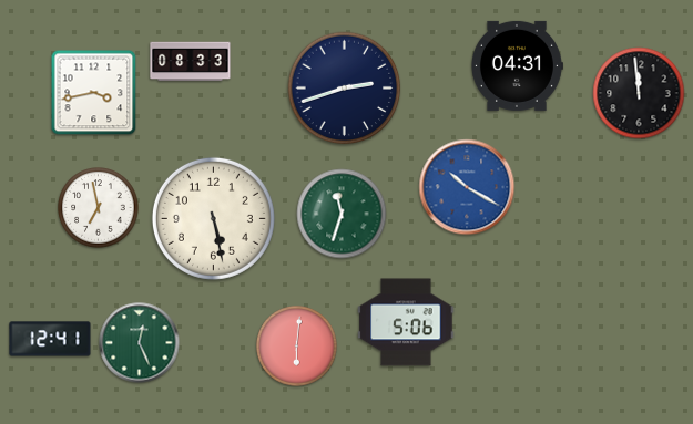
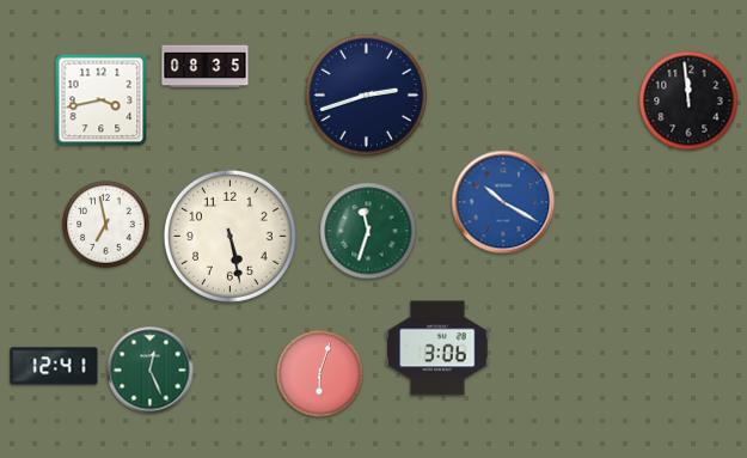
clock at (191, 62): 08:33 -> 08:35
clock at (517, 65): 04:31 -> none
clock at (345, 89) position: (345, 89) -> (367, 96)
clock at (406, 322): 5:06 -> 3:06
clock at (297, 347): 6:01 -> 6:03
